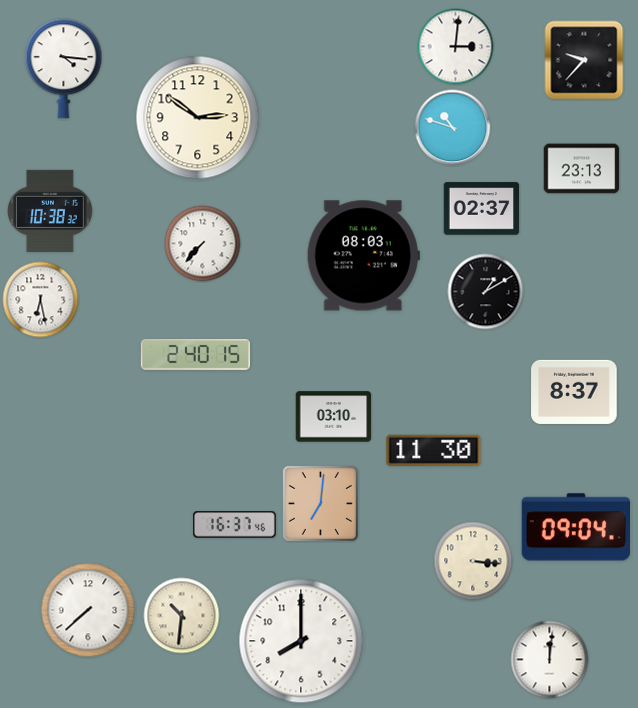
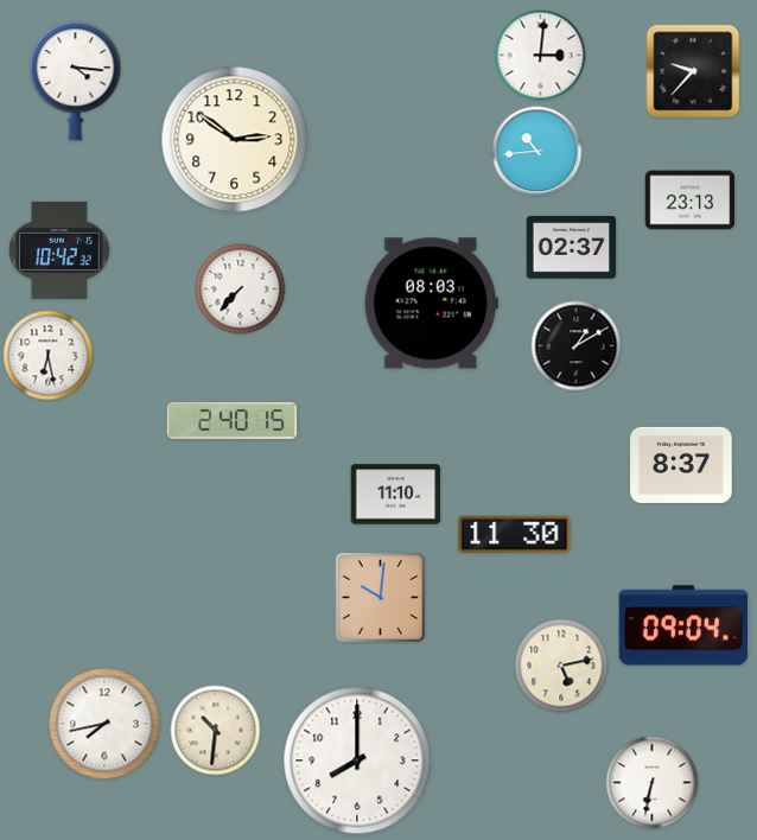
clock at (453, 128): 10:48 -> 10:44
clock at (51, 211): 10:38 -> 10:42
clock at (334, 417): 03:10 -> 11:10
clock at (320, 503): 7:01 -> 10:01
clock at (235, 525): 16:37 -> none
clock at (473, 561): 3:16 -> 5:13
clock at (88, 610): 7:38 -> 7:43
clock at (550, 660): 12:01 -> 6:32
